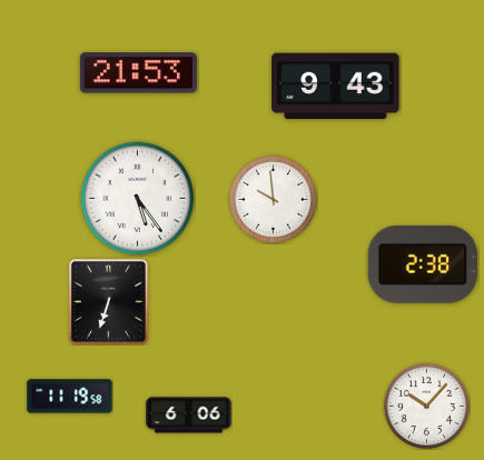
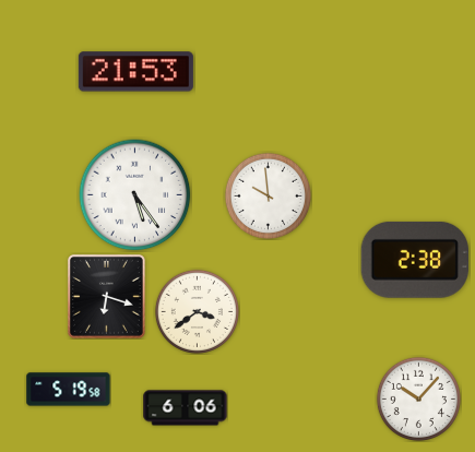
clock at (336, 87): 9:43 -> none
clock at (109, 302): 6:33 -> 6:18
clock at (197, 311): none -> 3:39
clock at (70, 397): 11:19 -> 5:19
